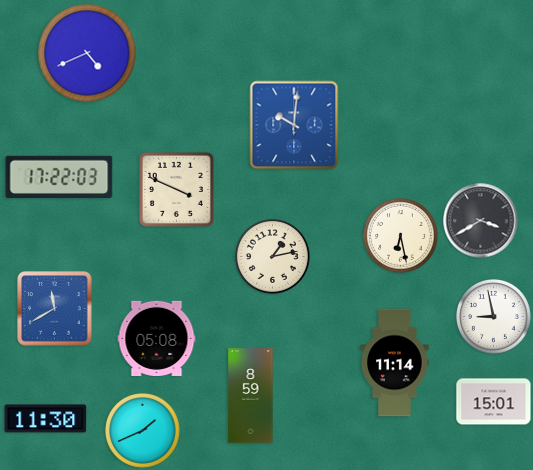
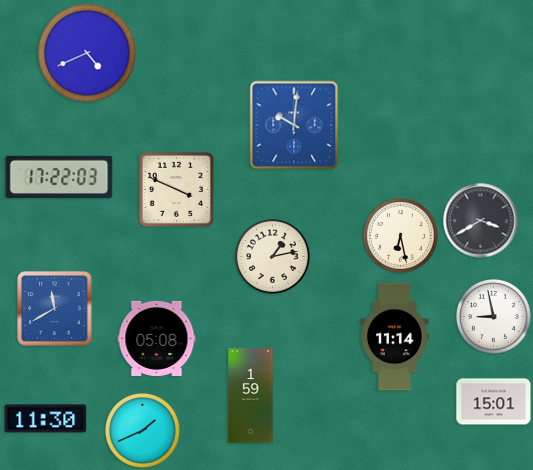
clock at (395, 363) position: (395, 363) -> (395, 337)
clock at (251, 396): 8:59 -> 1:59
